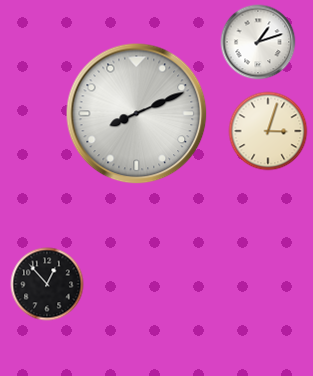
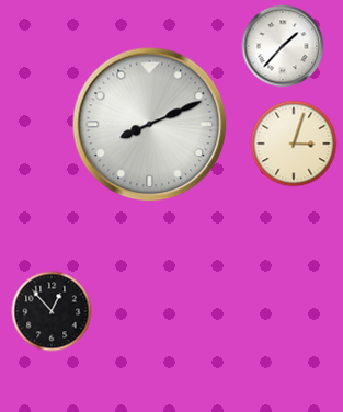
clock at (258, 42): 1:12 -> 1:37
